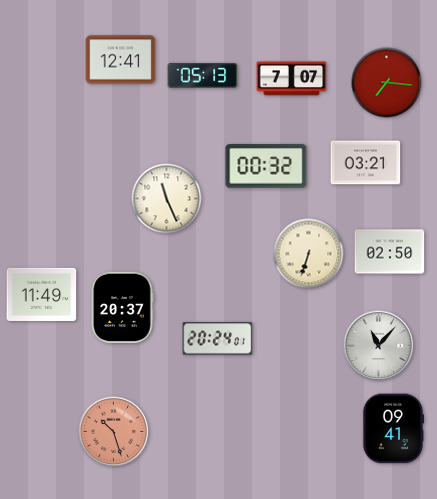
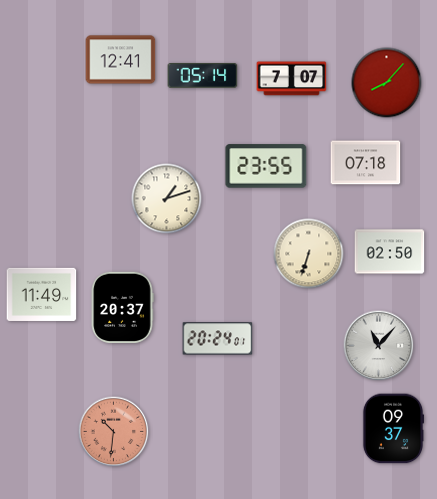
clock at (203, 75): 05:13 -> 05:14
clock at (387, 83): 7:16 -> 8:07
clock at (366, 163): 03:21 -> 07:18
clock at (266, 166): 00:32 -> 23:55
clock at (167, 199): 11:26 -> 1:12
clock at (393, 429): 09:41 -> 09:37
clock at (114, 432): 10:27 -> 10:31
